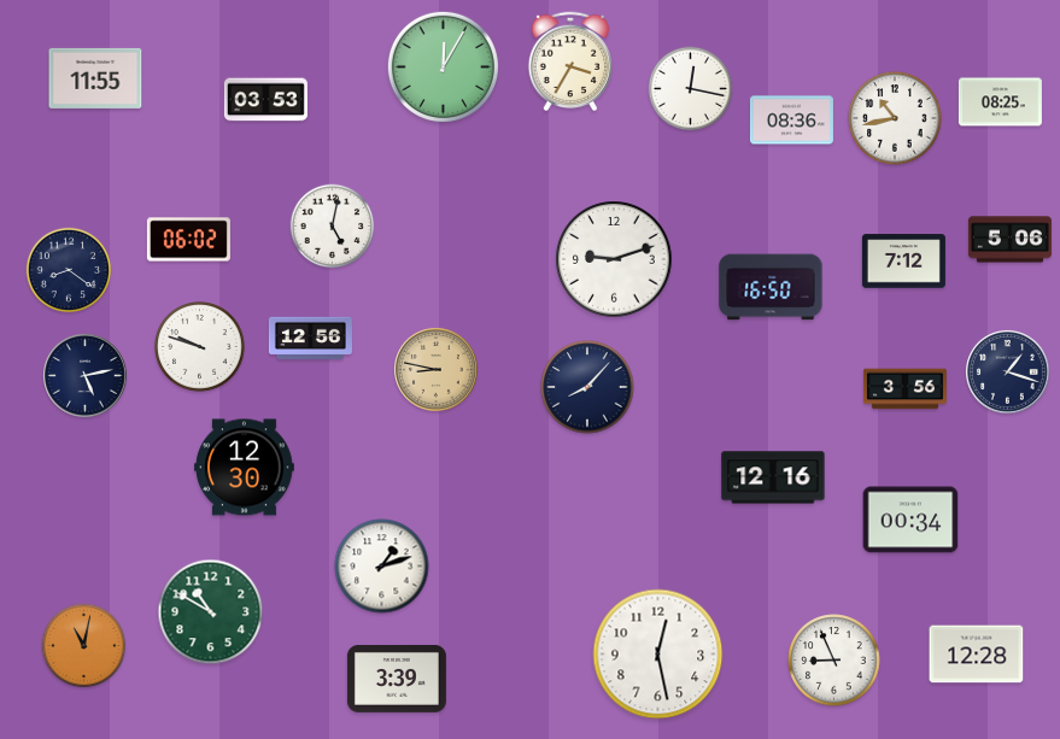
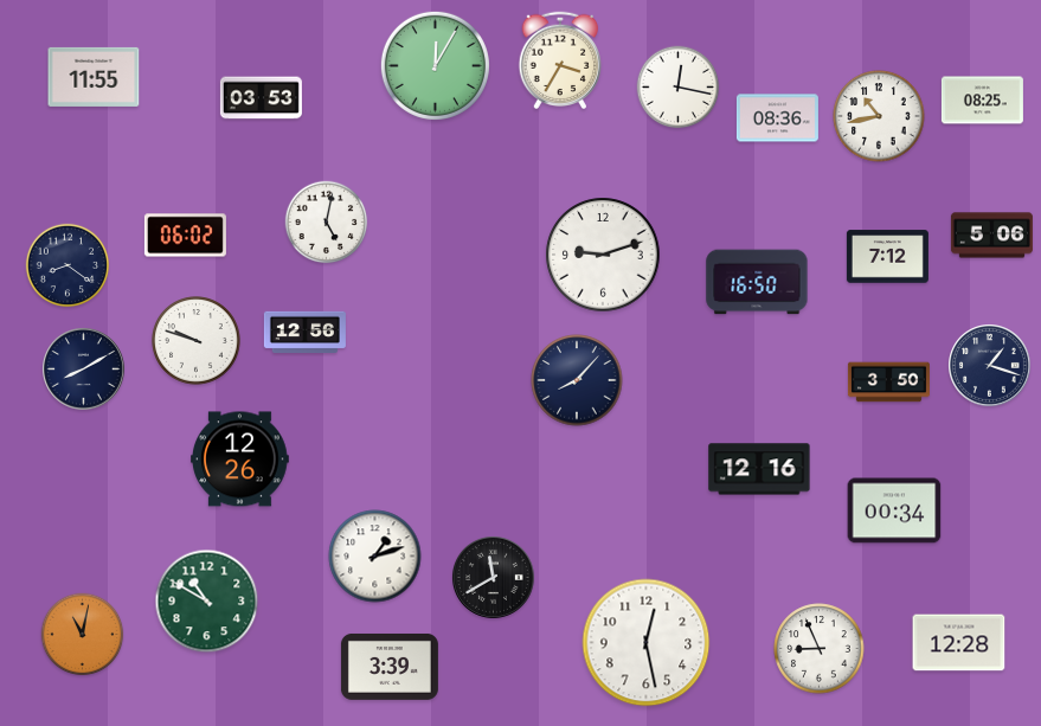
clock at (437, 370): 8:47 -> none
clock at (86, 376): 5:13 -> 8:10
clock at (904, 389): 3:56 -> 3:50
clock at (245, 468): 12:30 -> 12:26
clock at (494, 578): none -> 11:40
